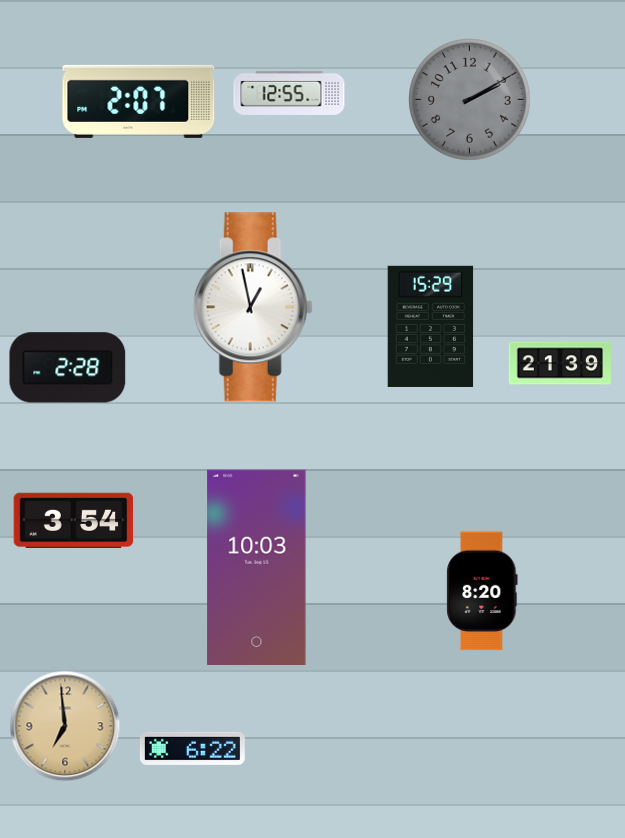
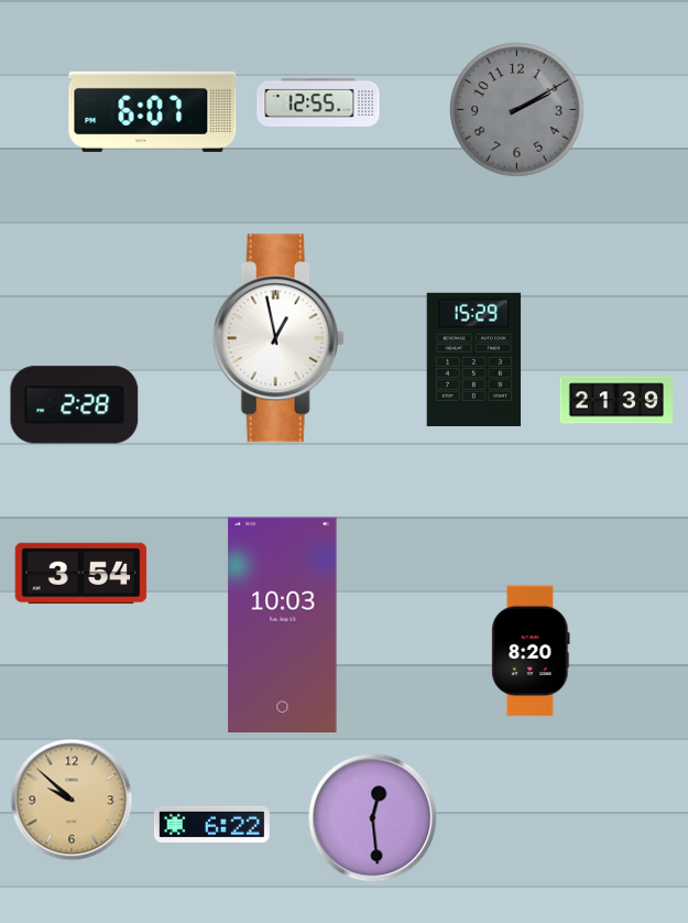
clock at (139, 101): 2:07 -> 6:07
clock at (65, 726): 6:59 -> 9:52
clock at (373, 818): none -> 12:29
